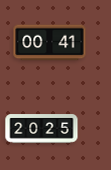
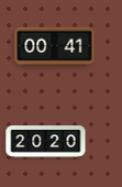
clock at (42, 129): 20:25 -> 20:20
